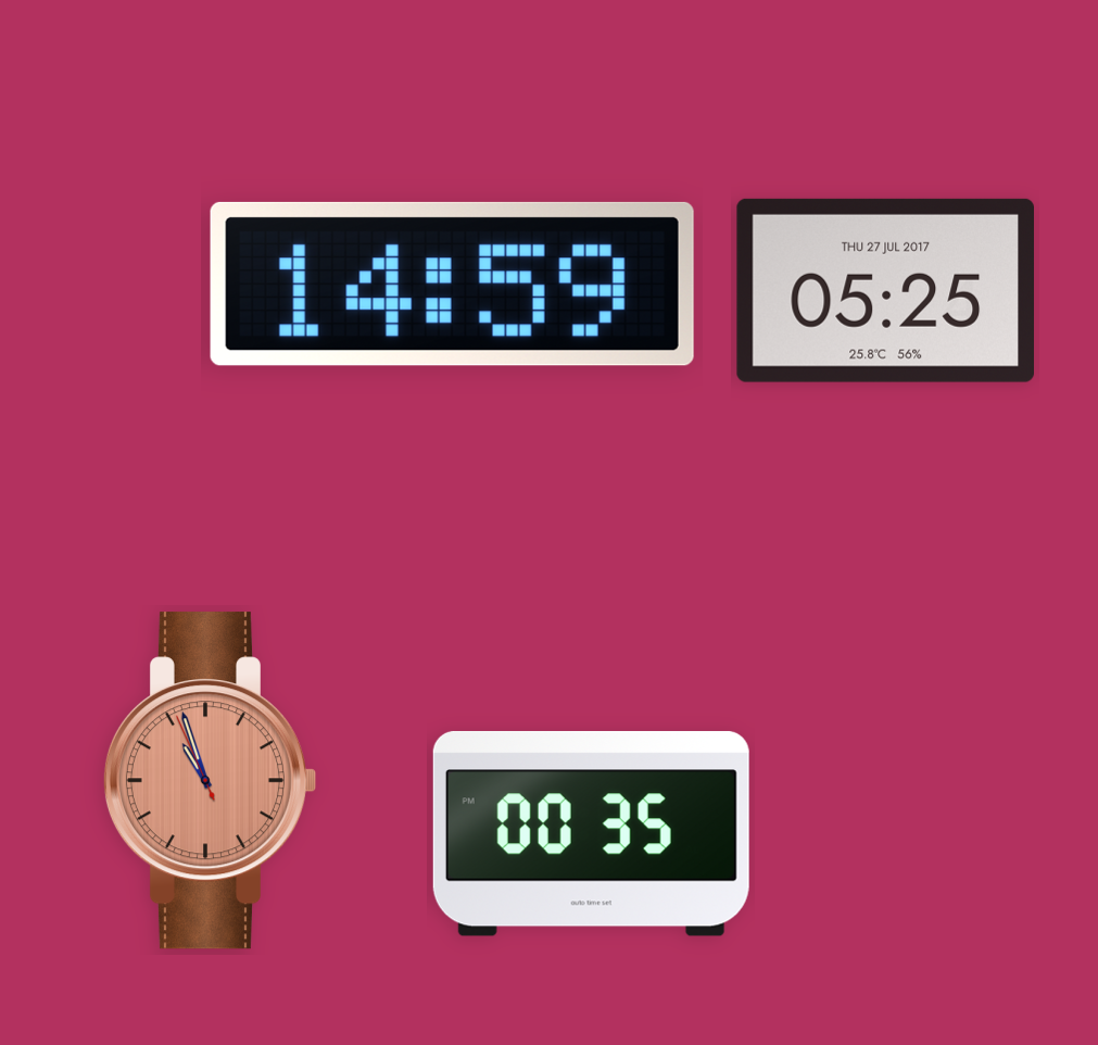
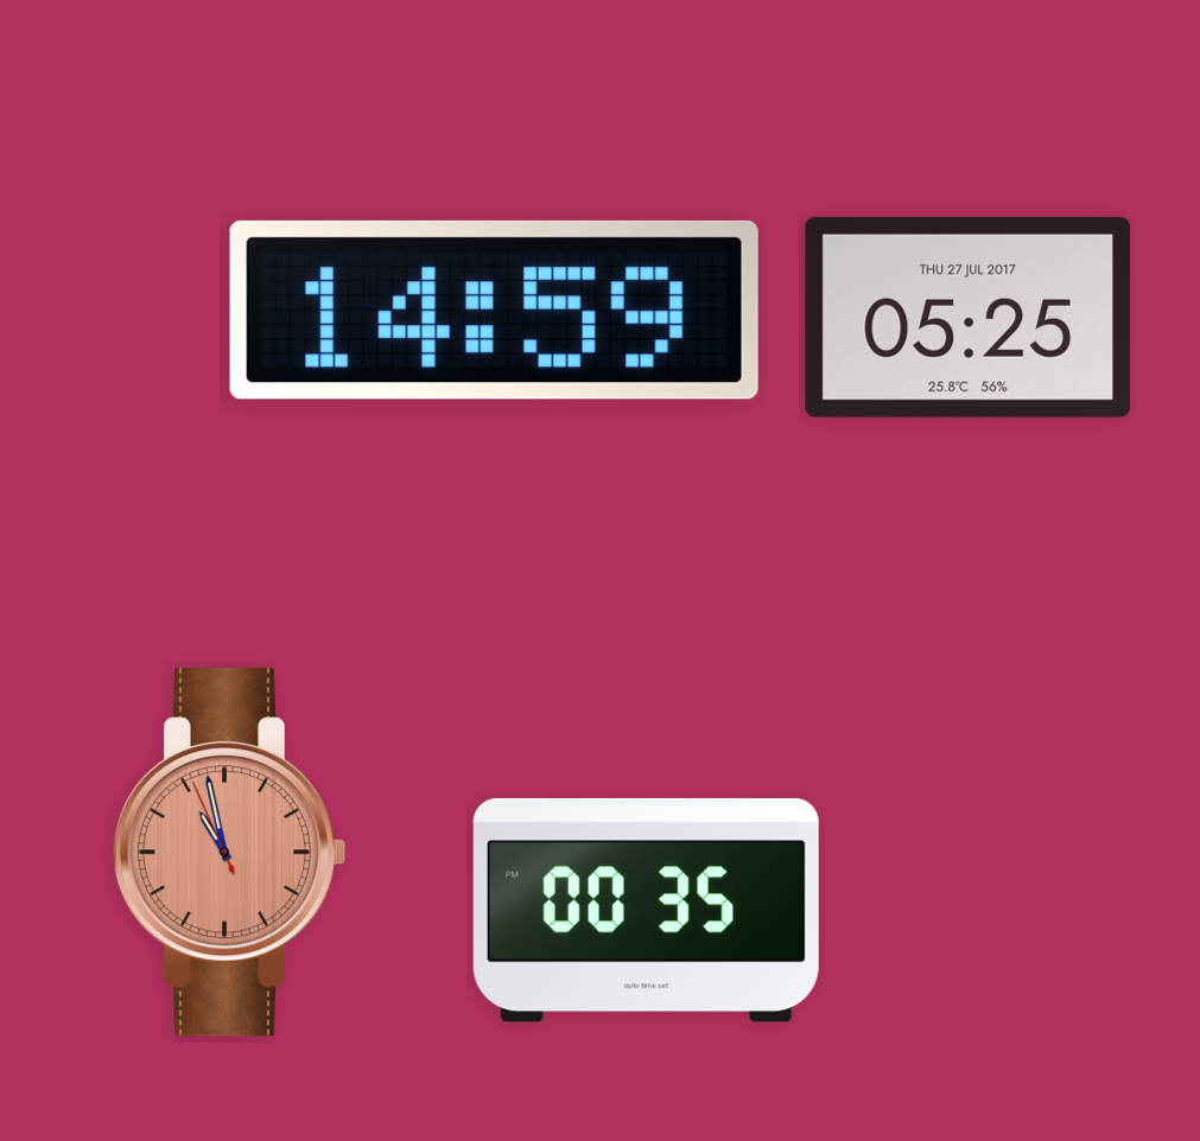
clock at (210, 781): 10:56 -> 10:57
